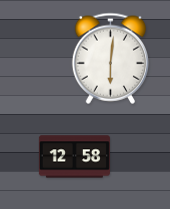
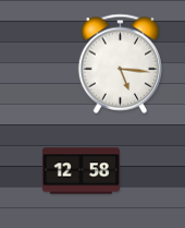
clock at (110, 58): 6:01 -> 5:16
